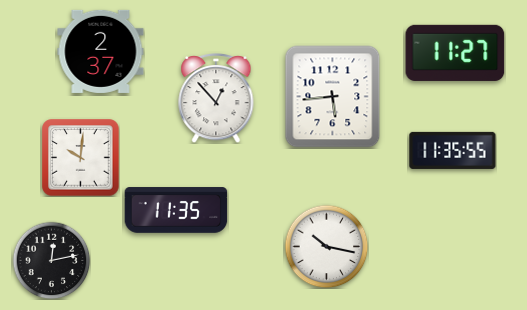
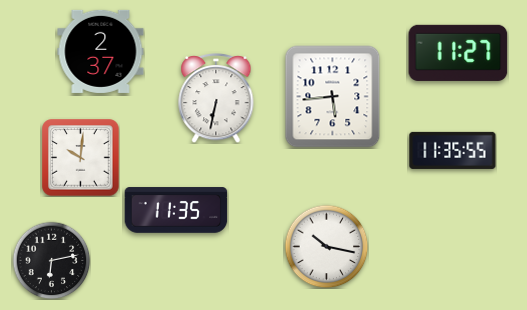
clock at (455, 53) position: (455, 53) -> (458, 53)
clock at (216, 99): 12:53 -> 6:32
clock at (51, 260): 12:13 -> 6:13
